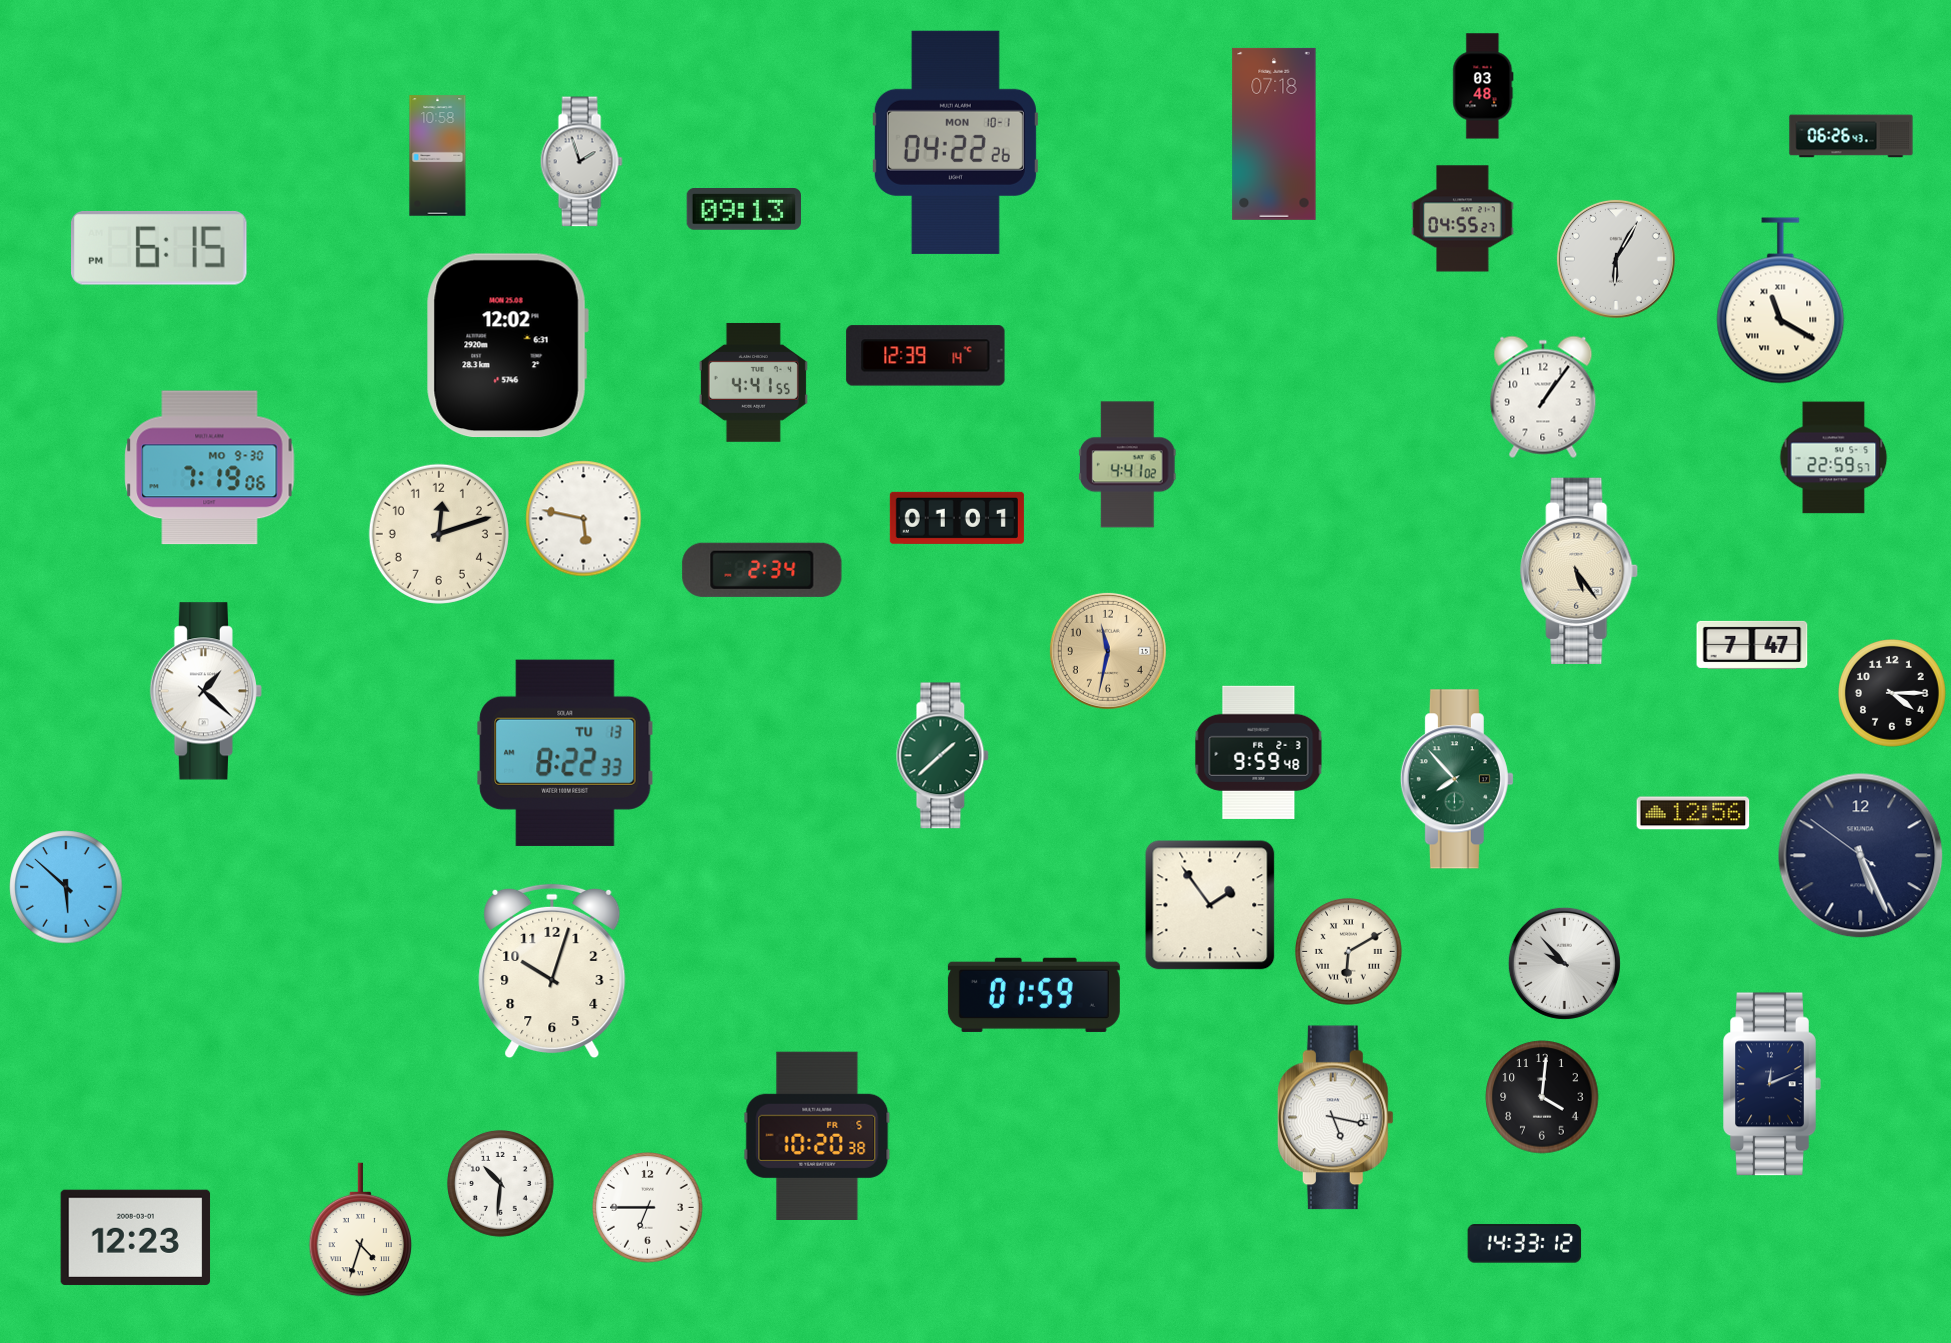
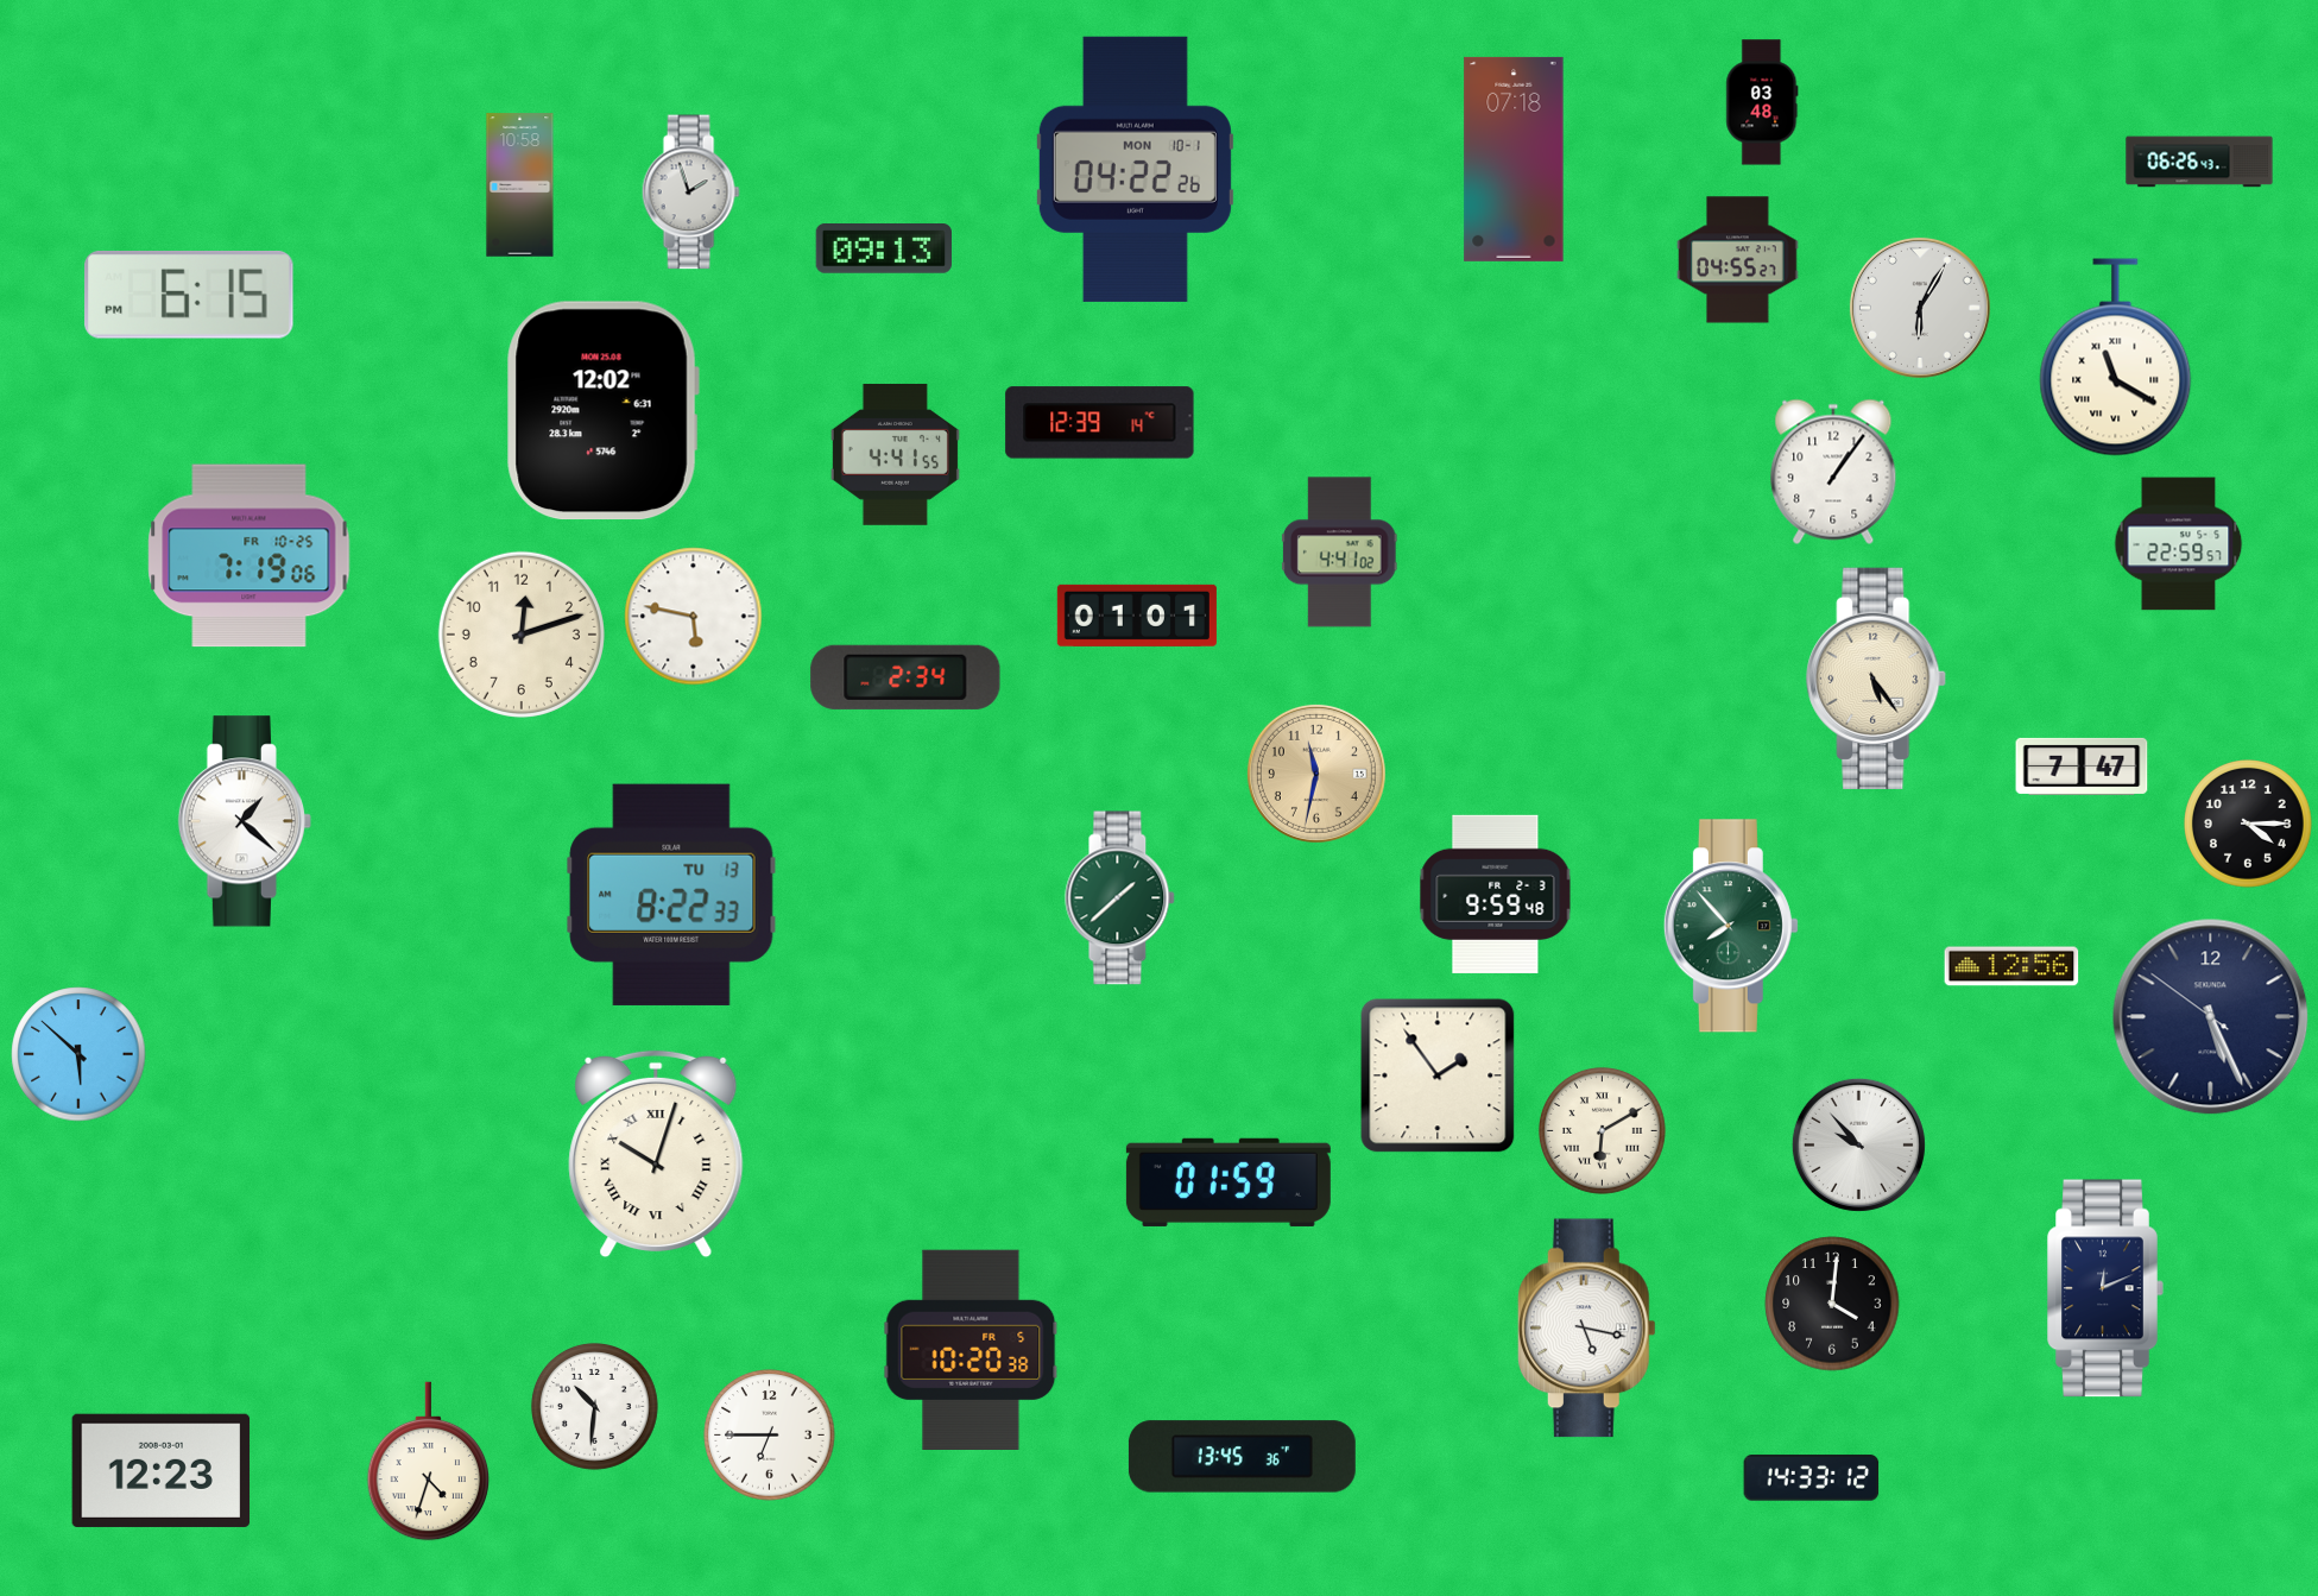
clock at (210, 468) date: MO 9-30 -> FR 10-25
clock at (552, 971) numerals: Arabic -> Roman
clock at (1242, 1457): none -> 13:45
